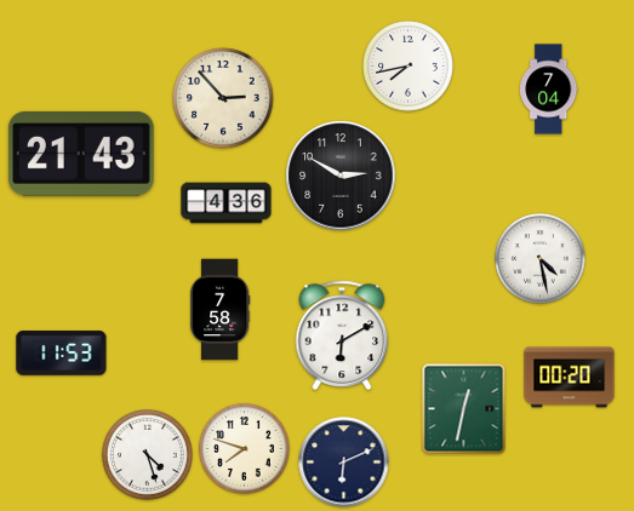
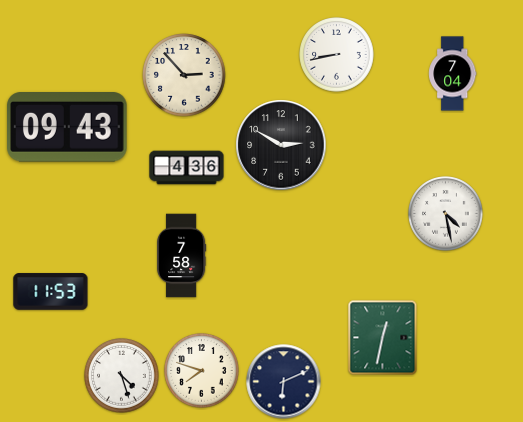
clock at (409, 67): 7:43 -> 8:43
clock at (223, 98) position: (223, 98) -> (184, 75)
clock at (81, 155): 21:43 -> 09:43
clock at (342, 335): 6:10 -> none
clock at (570, 378): 00:20 -> none
